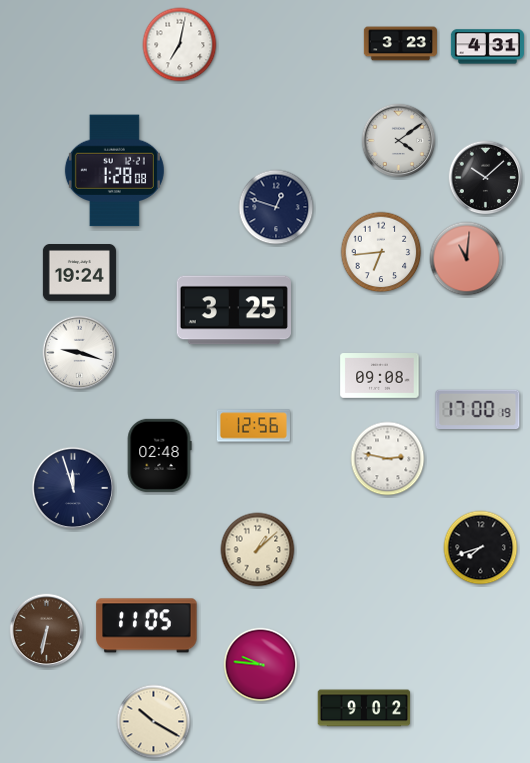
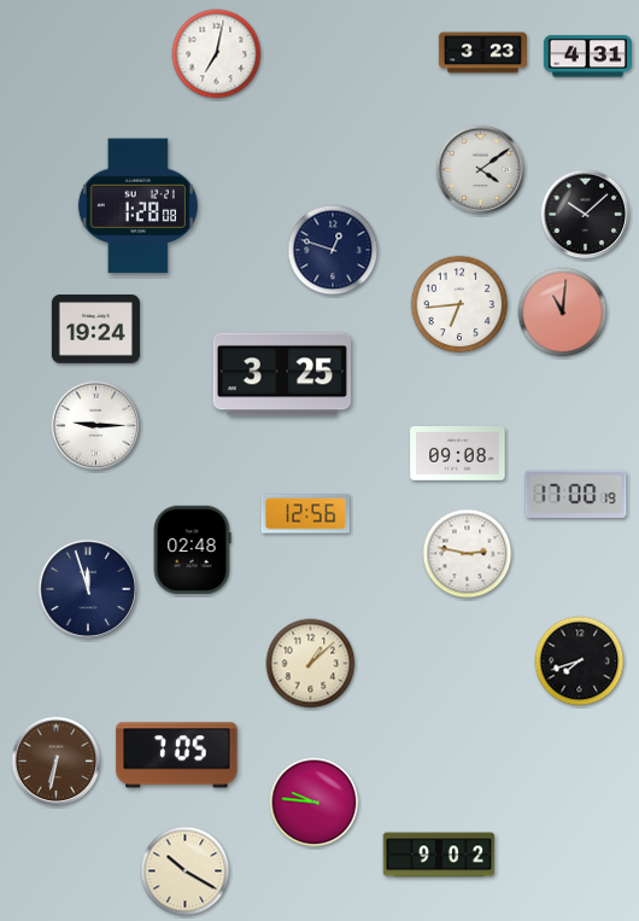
clock at (80, 353): 9:18 -> 9:15
clock at (147, 626): 11:05 -> 7:05
